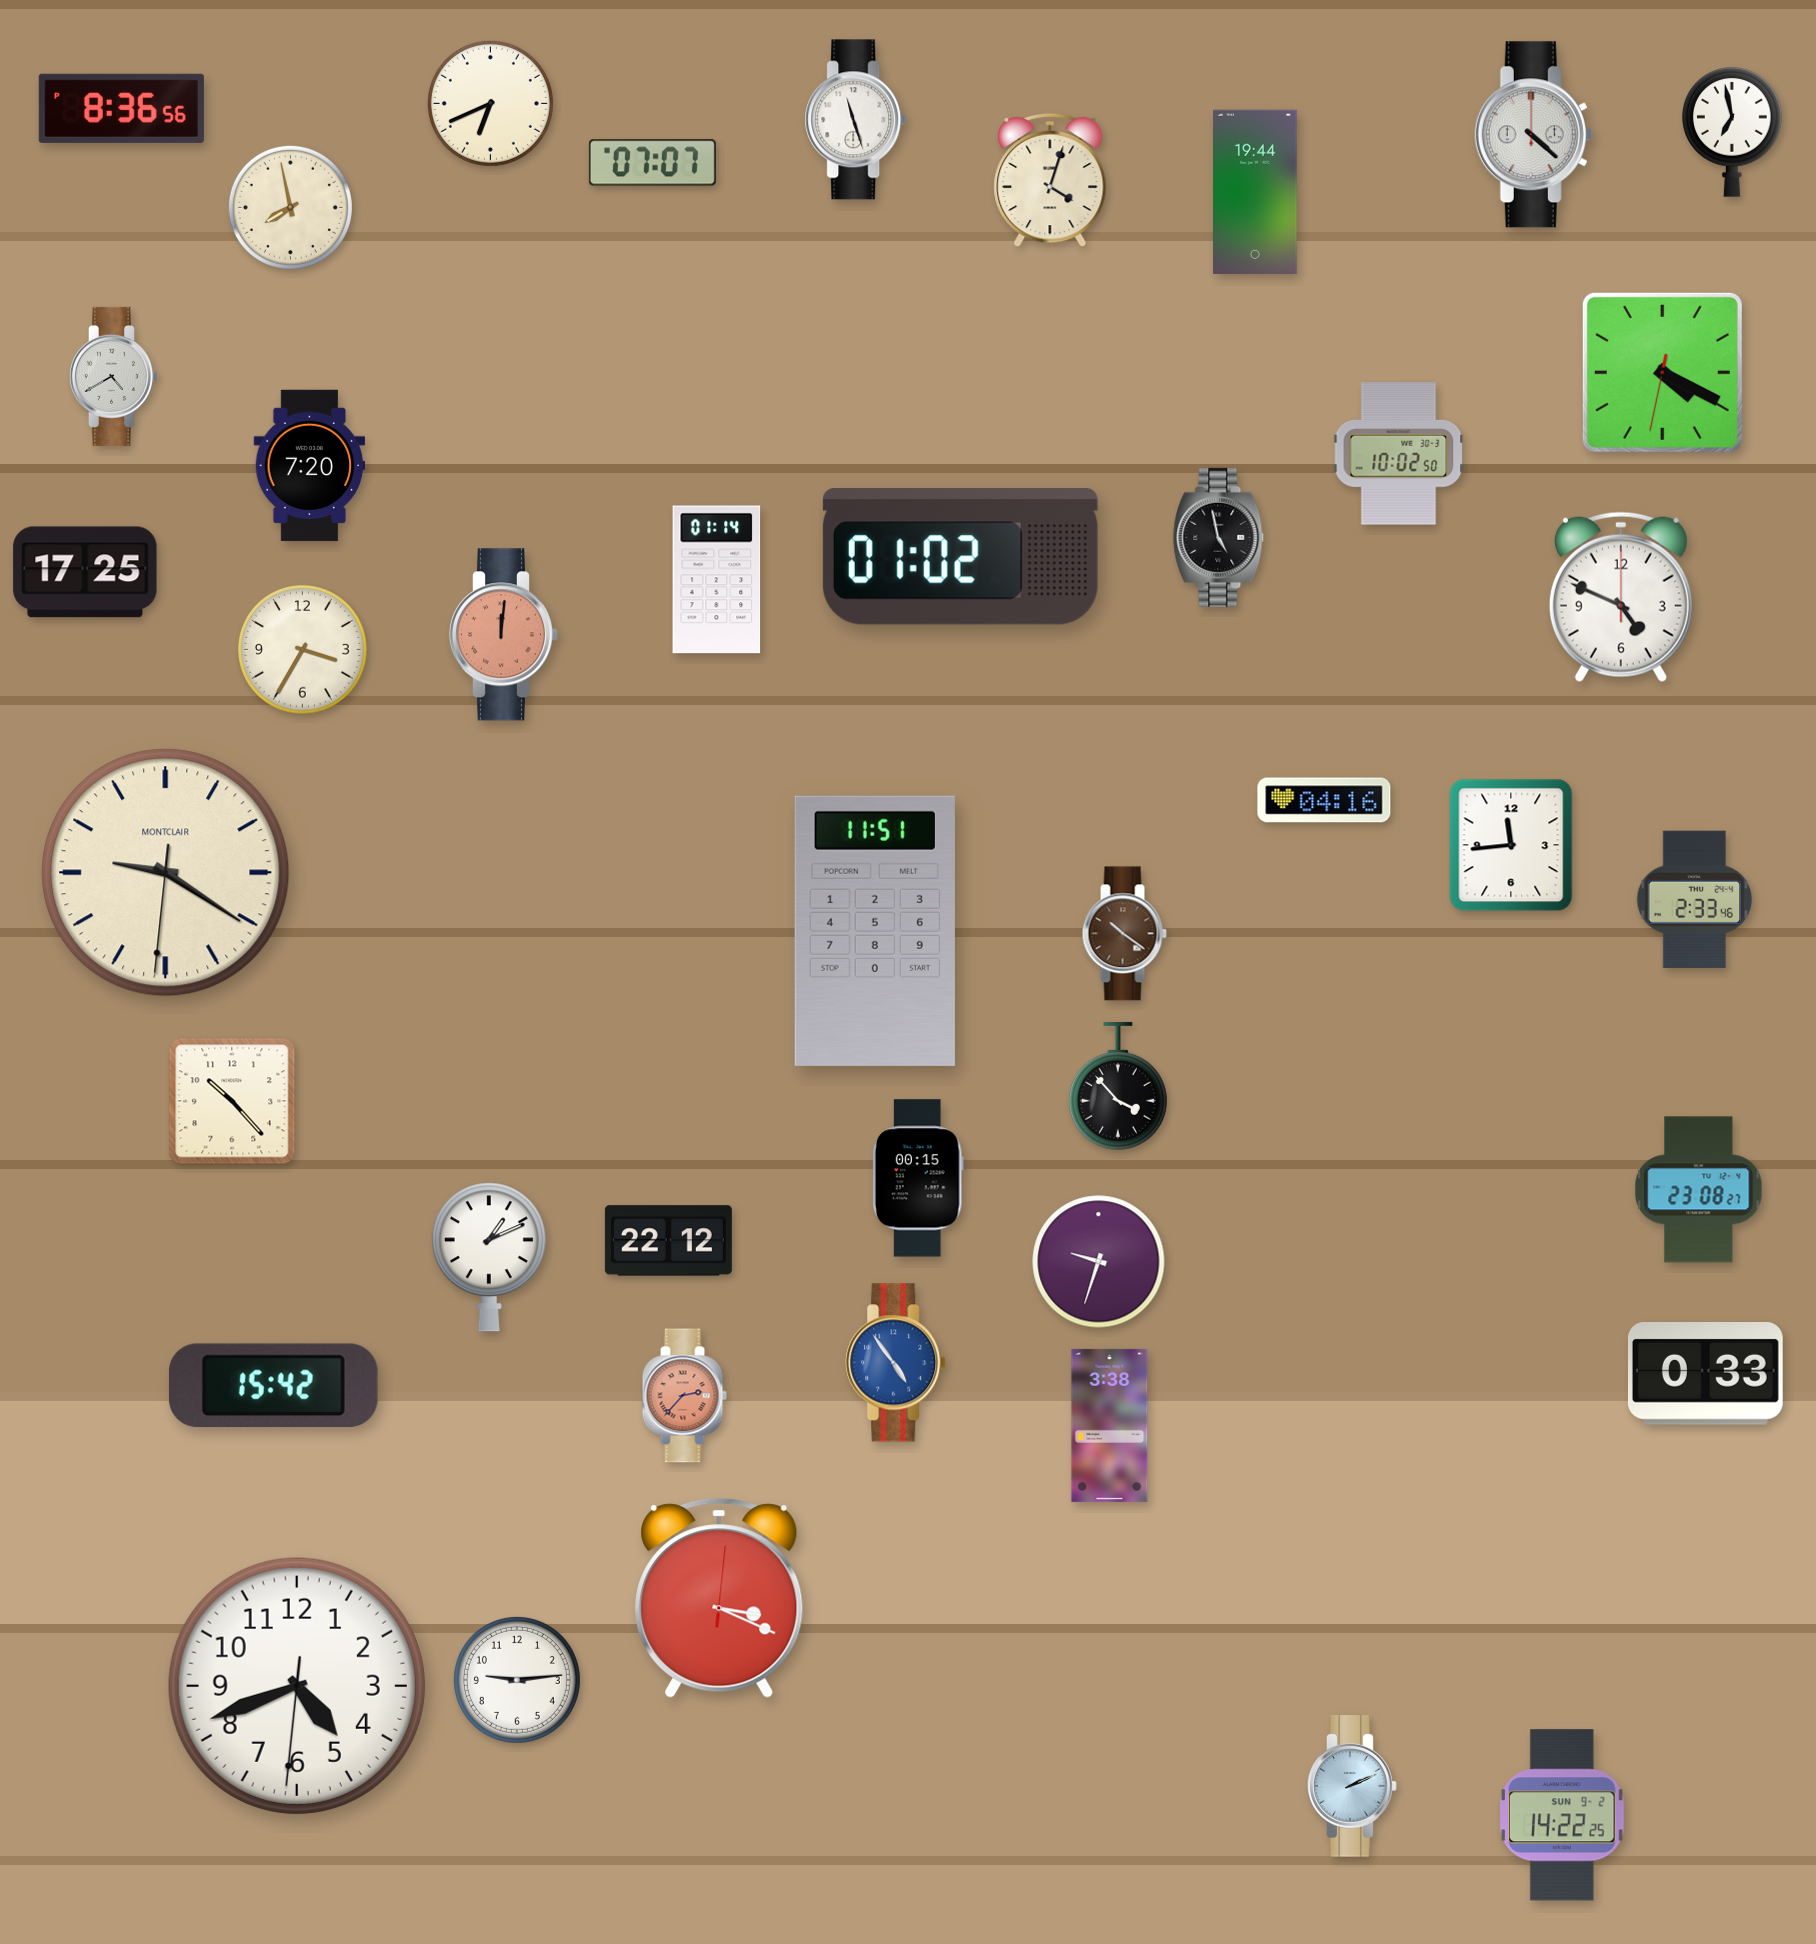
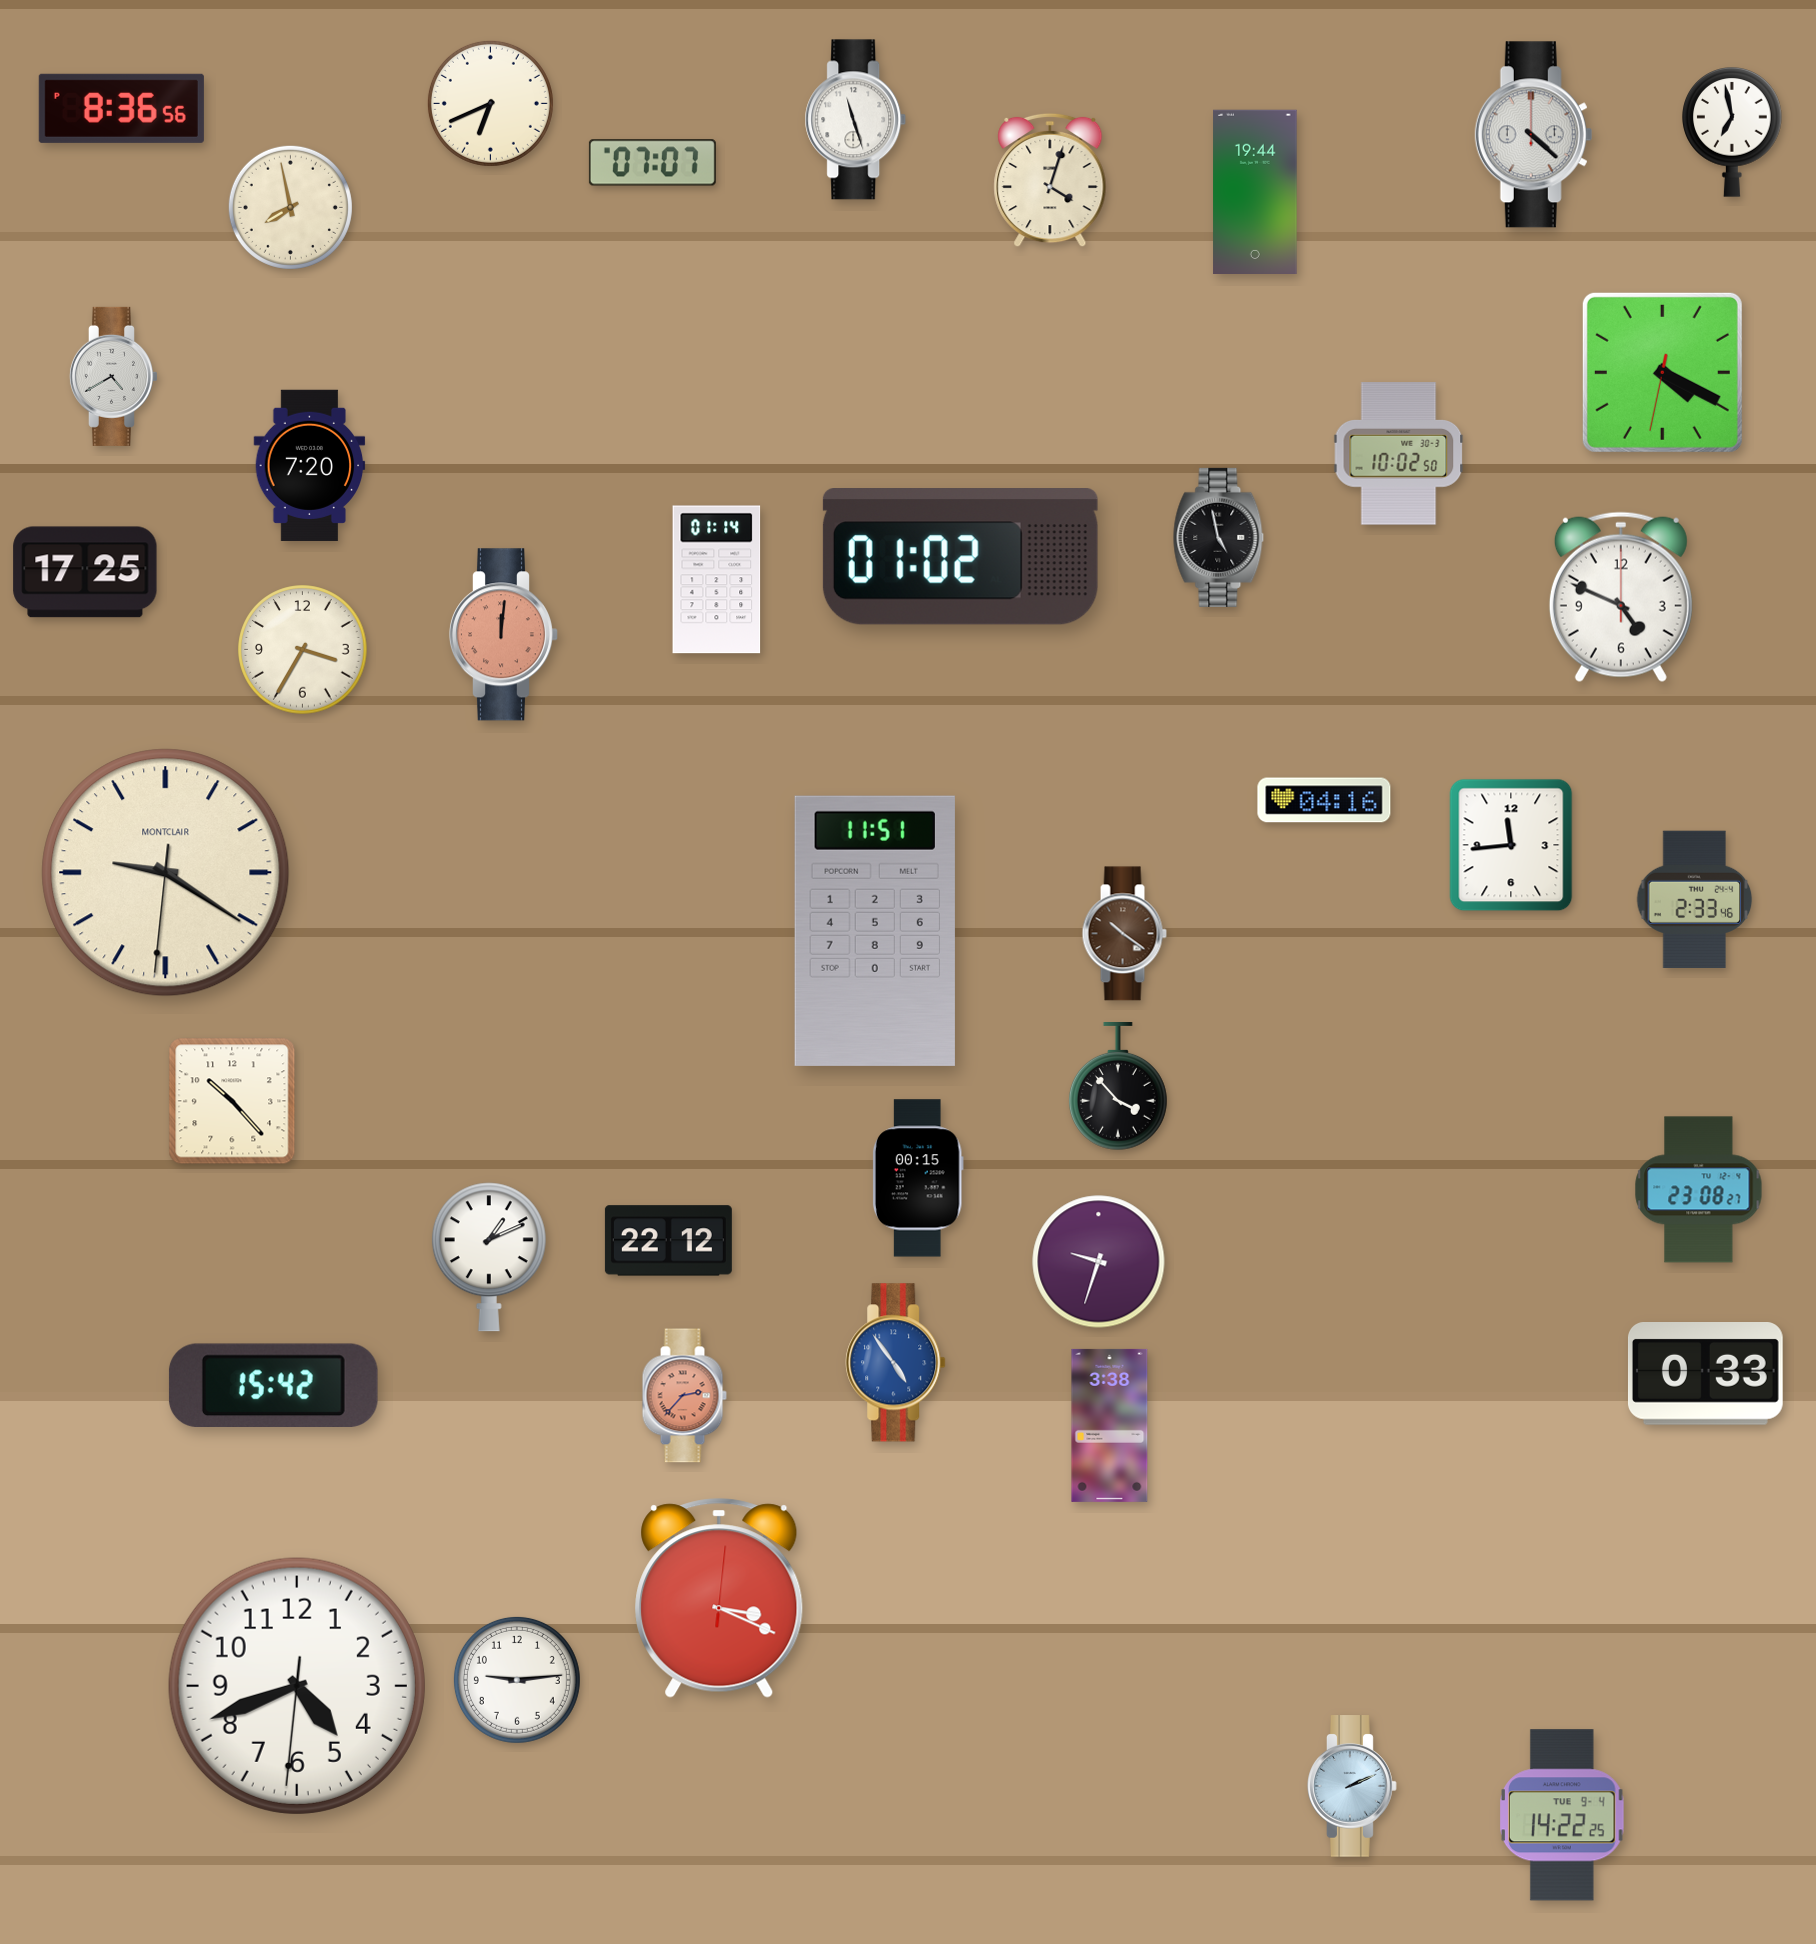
clock at (1563, 1815) date: SUN 9-2 -> TUE 9-4
